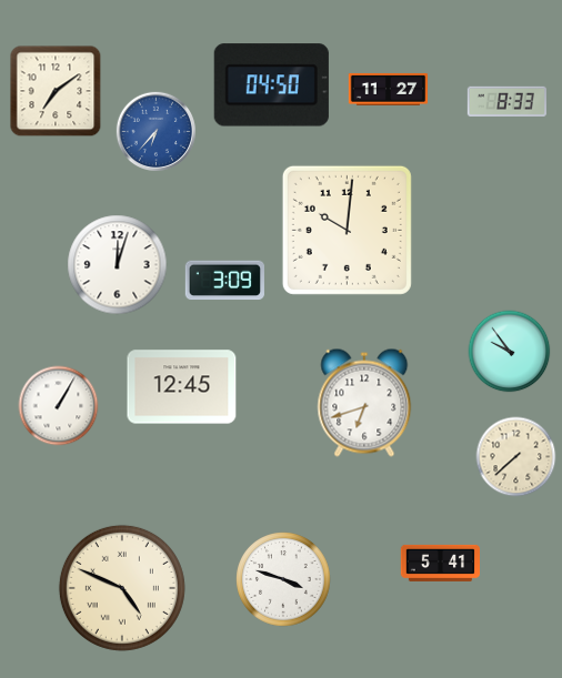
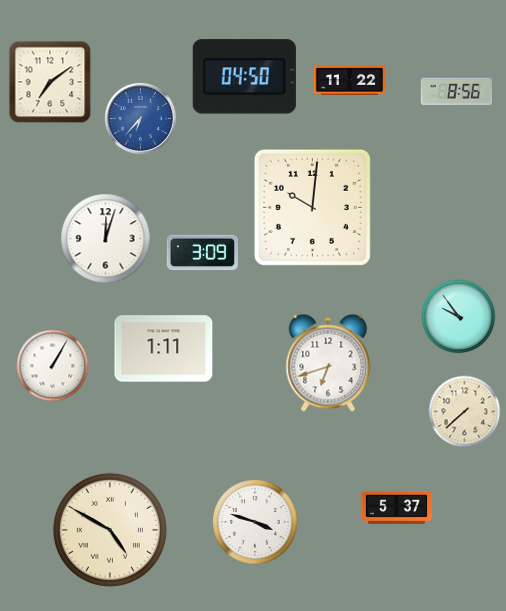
clock at (388, 89): 11:27 -> 11:22
clock at (506, 101): 8:33 -> 8:56
clock at (182, 387): 12:45 -> 1:11
clock at (440, 563): 5:41 -> 5:37
clock at (122, 588): 4:49 -> 4:50
